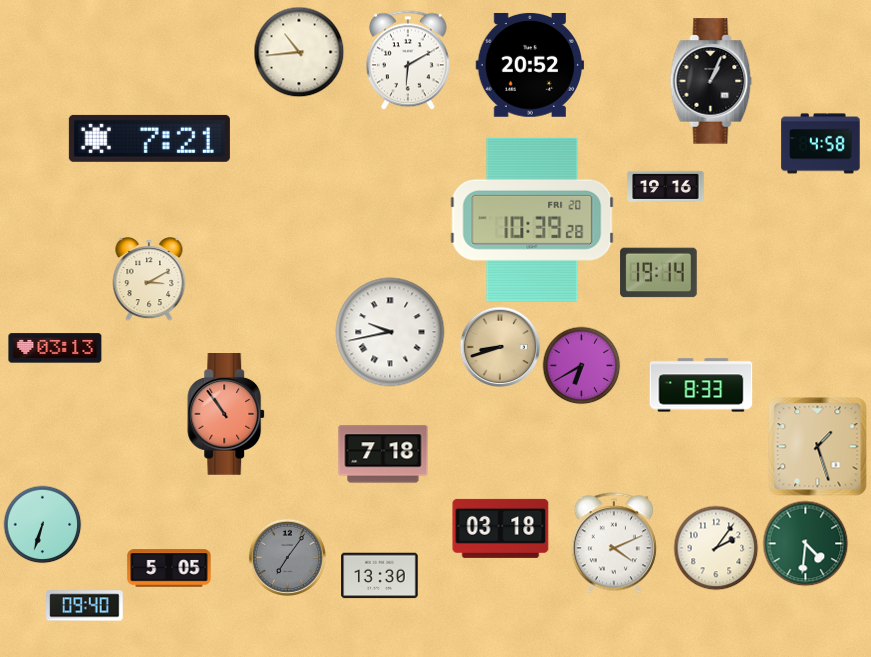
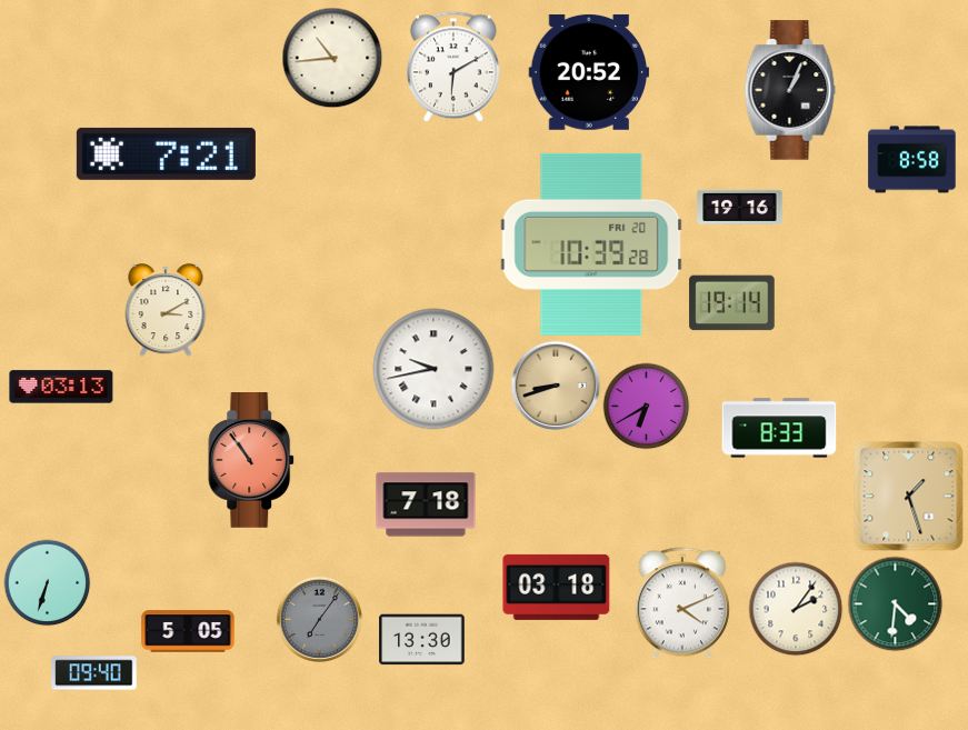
clock at (821, 144): 4:58 -> 8:58
